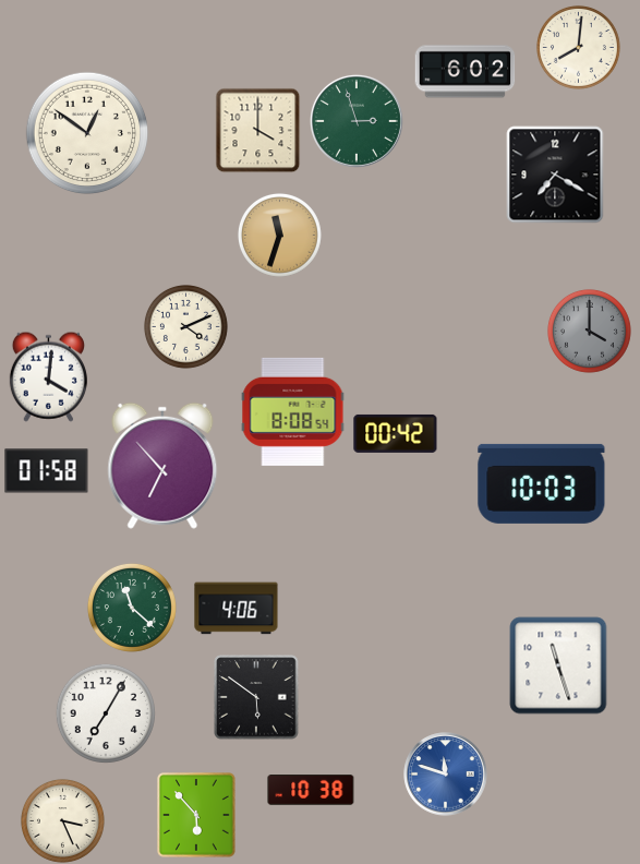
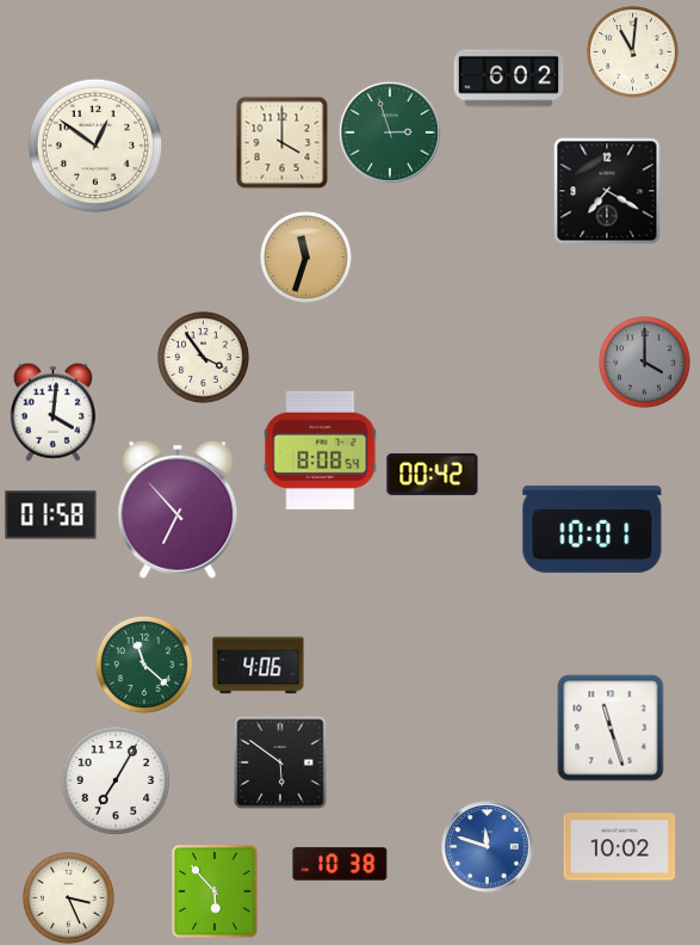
clock at (578, 47): 8:01 -> 11:01
clock at (185, 326): 4:11 -> 3:54
clock at (542, 483): 10:03 -> 10:01
clock at (620, 847): none -> 10:02
